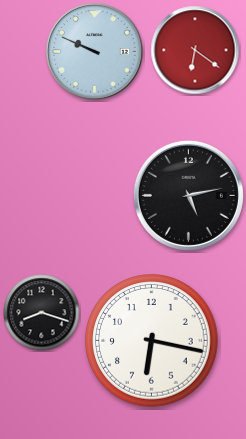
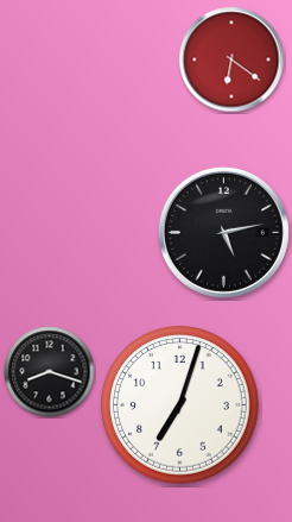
clock at (95, 52): 9:49 -> none
clock at (152, 341): 6:17 -> 7:03
